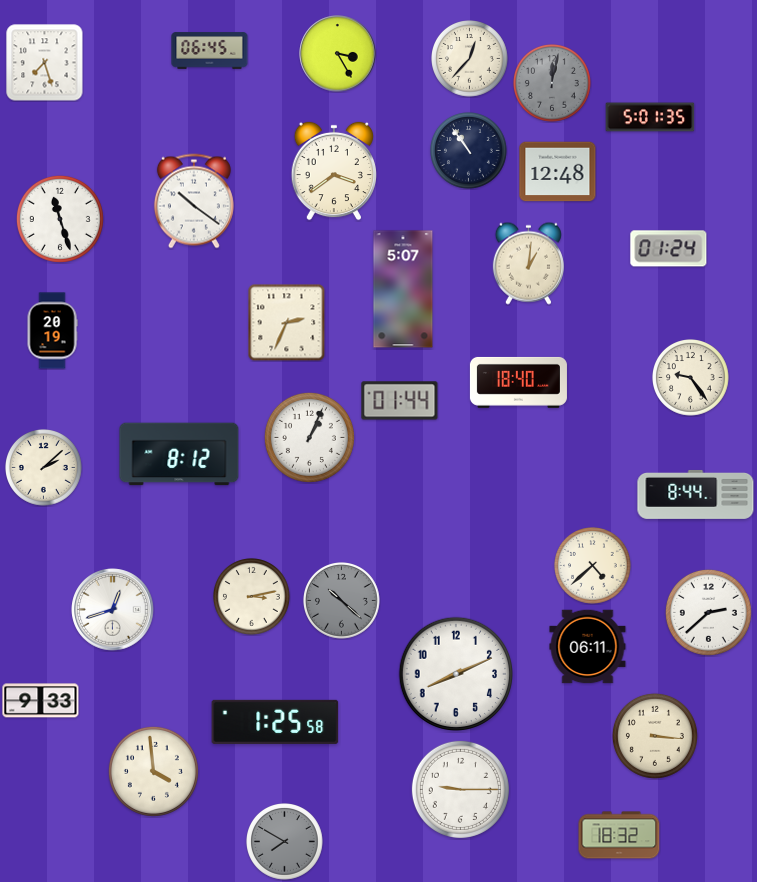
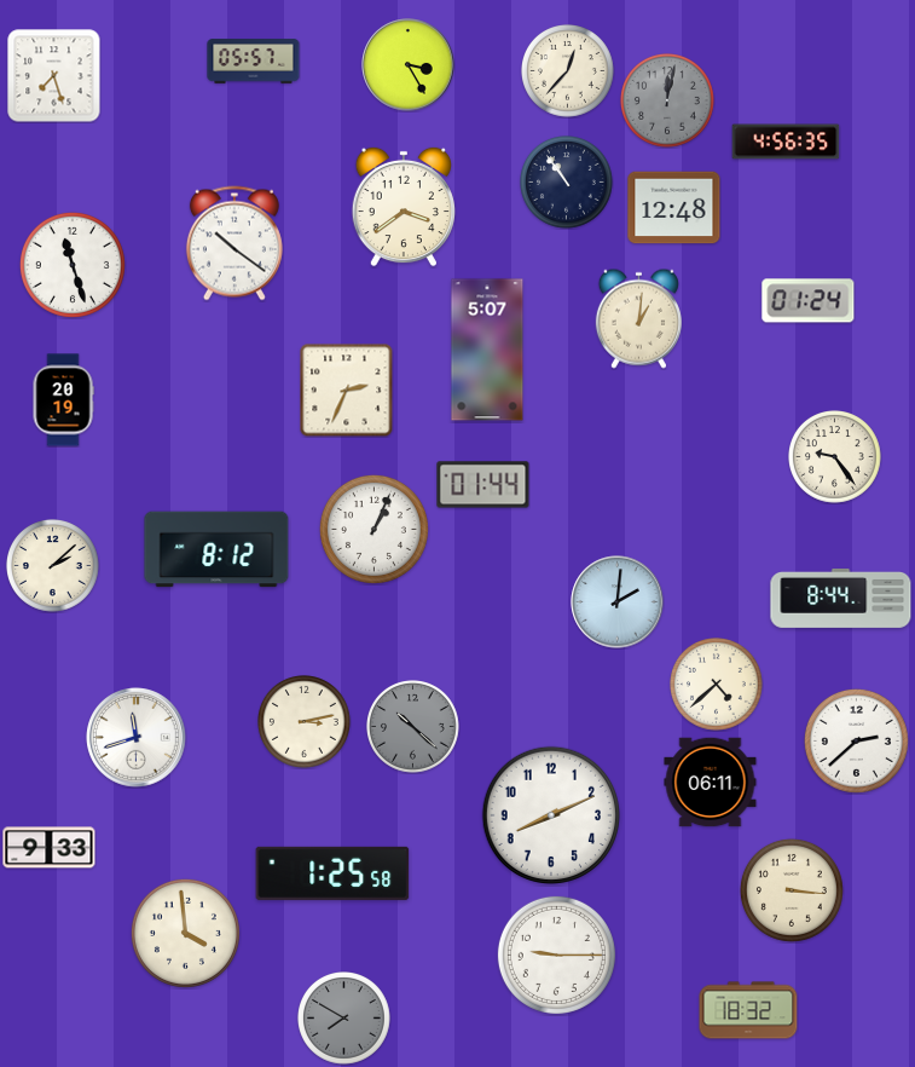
clock at (210, 51): 06:45 -> 05:57
clock at (650, 117): 5:01 -> 4:56
clock at (518, 382): 18:40 -> none
clock at (618, 602): none -> 2:01
clock at (113, 610): 12:42 -> 11:42
